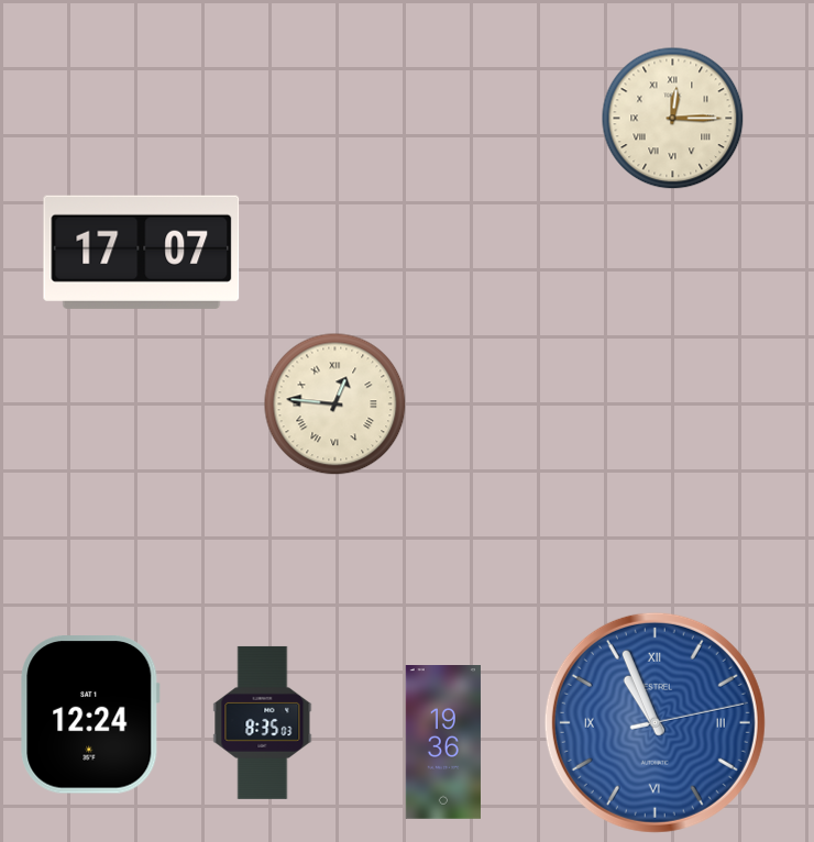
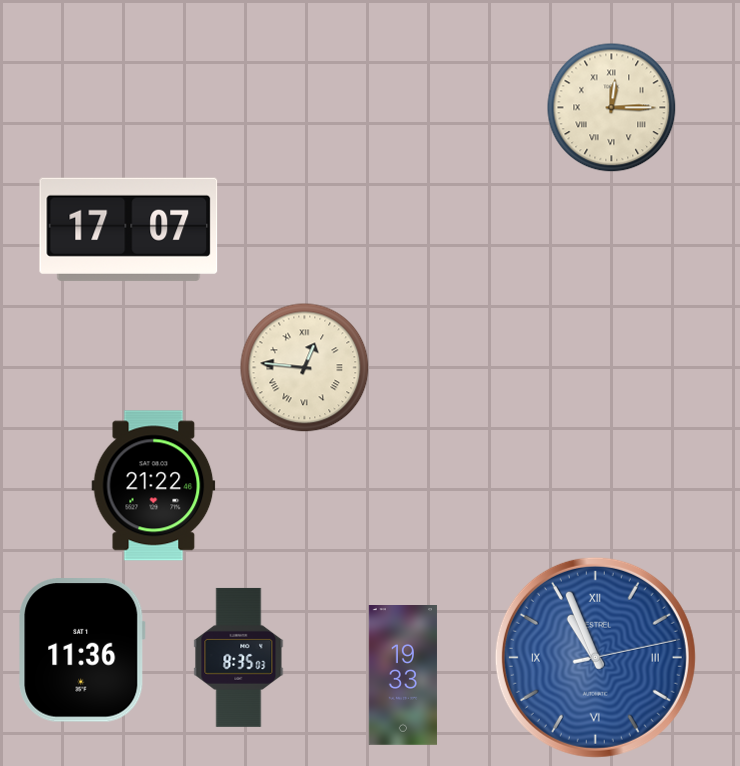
clock at (154, 486): none -> 21:22
clock at (90, 714): 12:24 -> 11:36
clock at (442, 743): 19:36 -> 19:33
